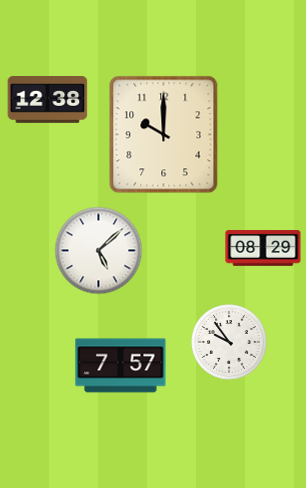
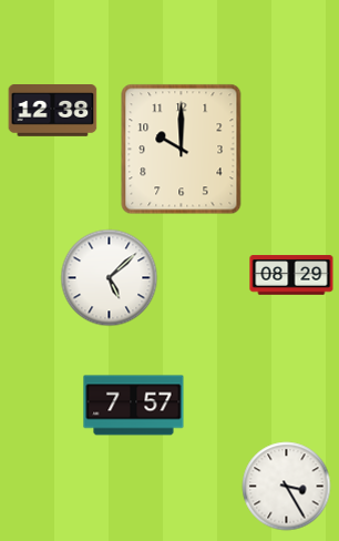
clock at (229, 342): 9:54 -> none
clock at (287, 487): none -> 3:25
